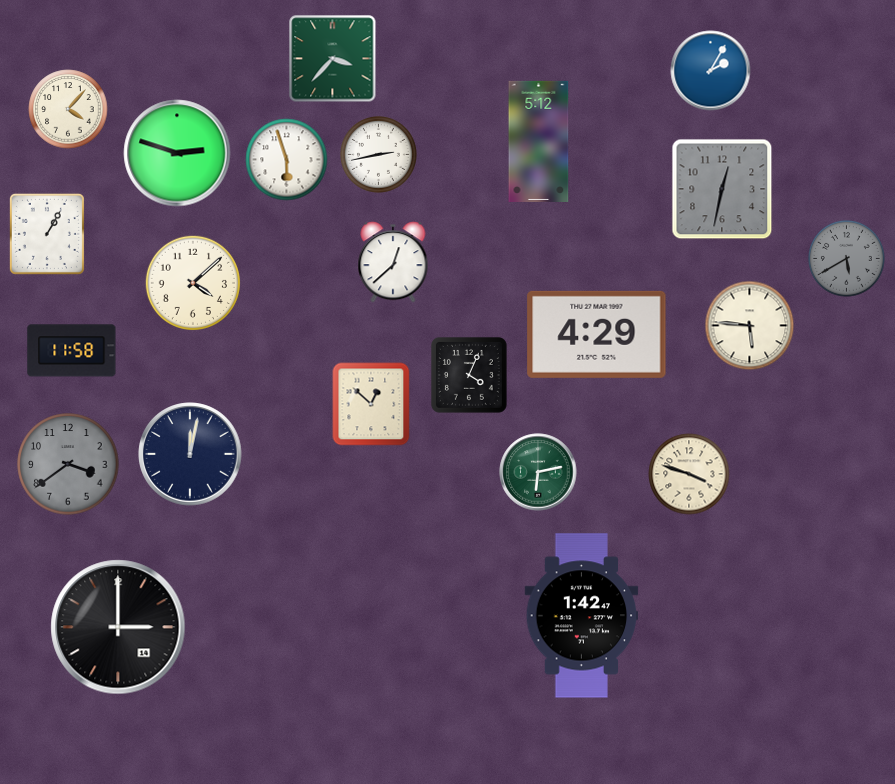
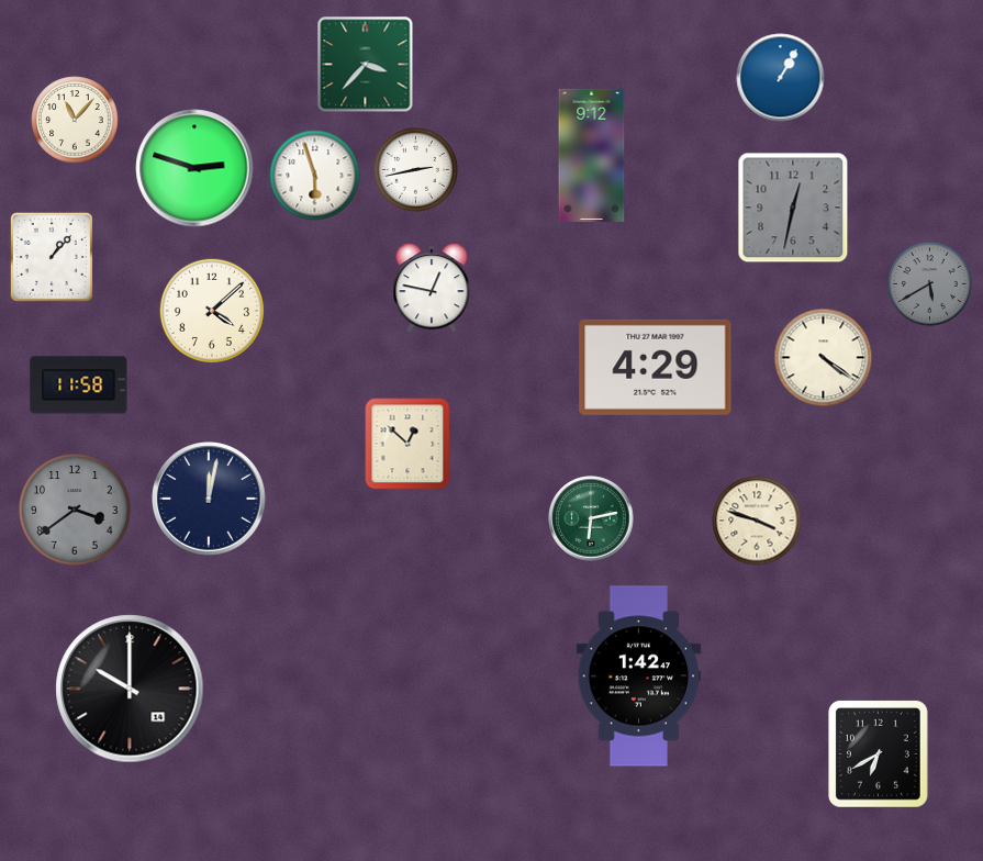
clock at (711, 71): 2:05 -> 1:05
clock at (68, 109): 4:07 -> 11:07
clock at (539, 141): 5:12 -> 9:12
clock at (47, 234): 1:05 -> 1:07
clock at (393, 262): 12:38 -> 12:47
clock at (750, 326): 5:46 -> 4:21
clock at (469, 375): 4:04 -> none
clock at (118, 627): 3:00 -> 10:00
clock at (879, 754): none -> 6:40
